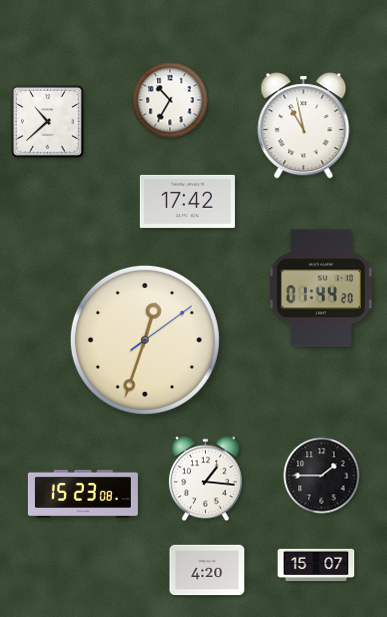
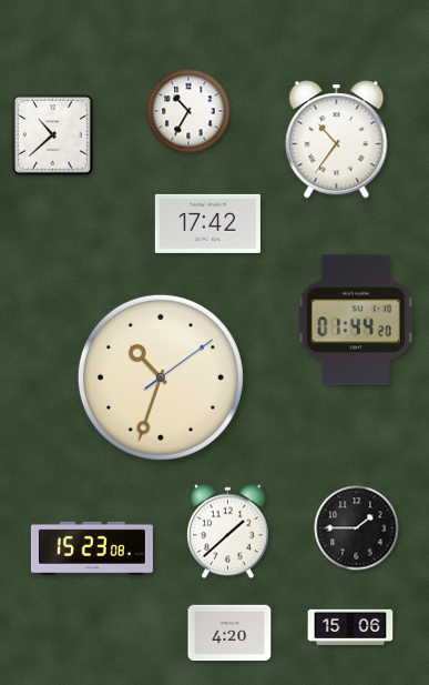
clock at (304, 126): 10:58 -> 10:36
clock at (145, 340): 12:33 -> 10:33
clock at (206, 479): 1:16 -> 1:38
clock at (316, 565): 15:07 -> 15:06
